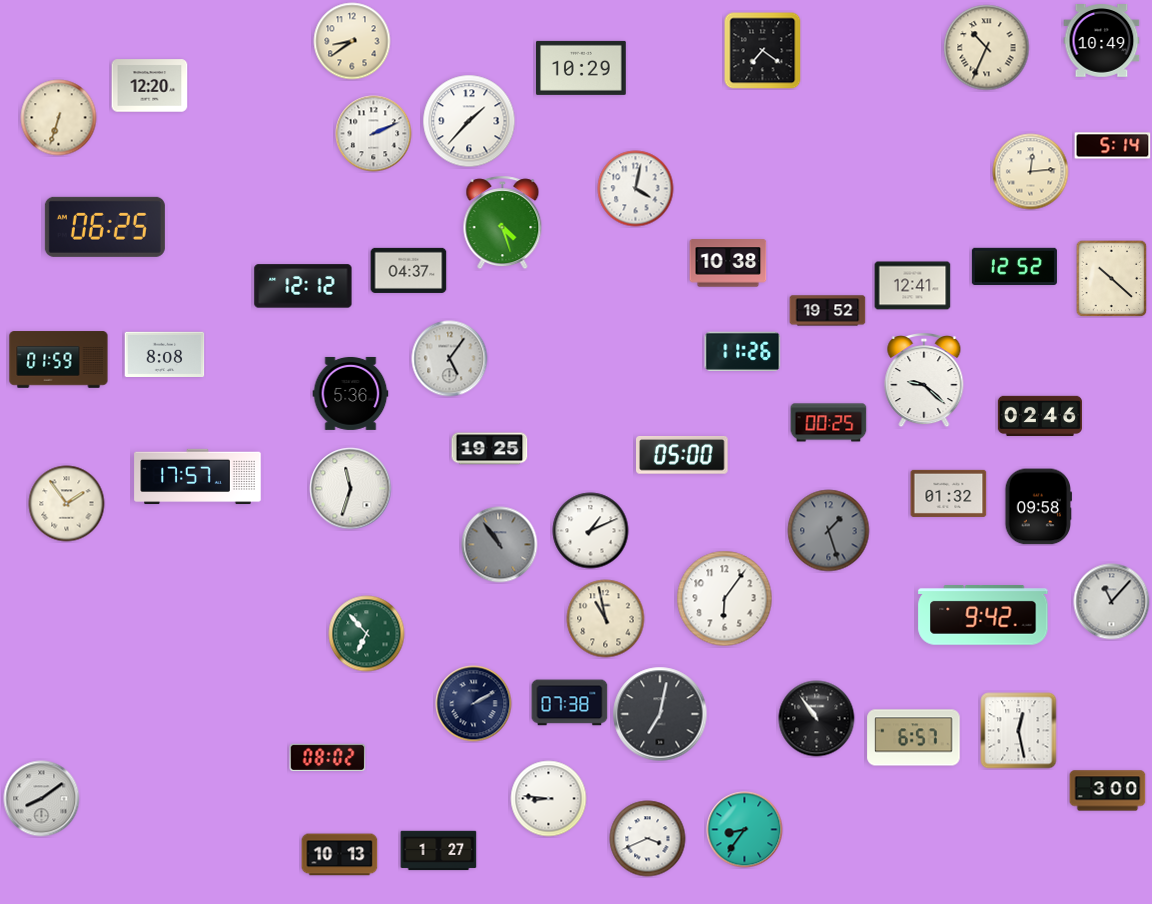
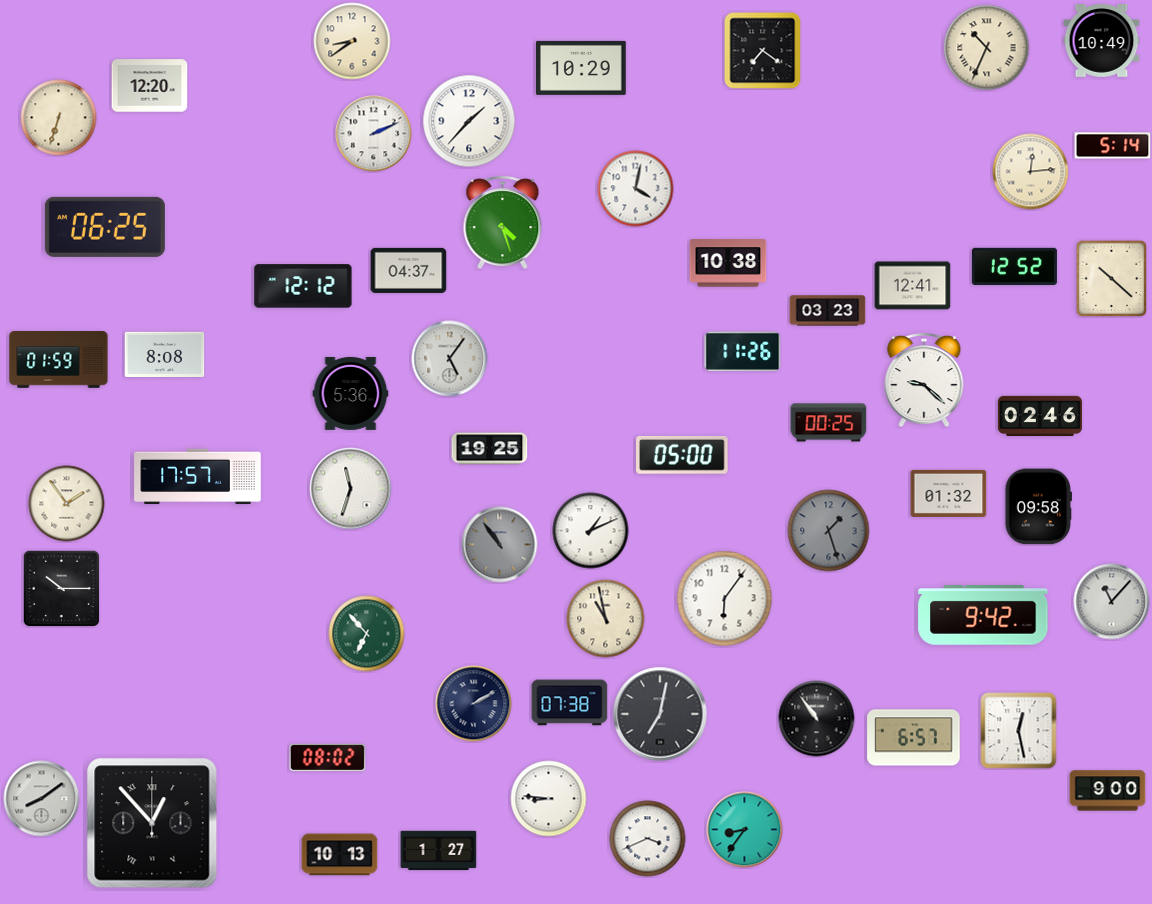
clock at (828, 311): 19:52 -> 03:23
clock at (61, 589): none -> 10:15
clock at (1108, 791): 3:00 -> 9:00
clock at (152, 823): none -> 12:53
